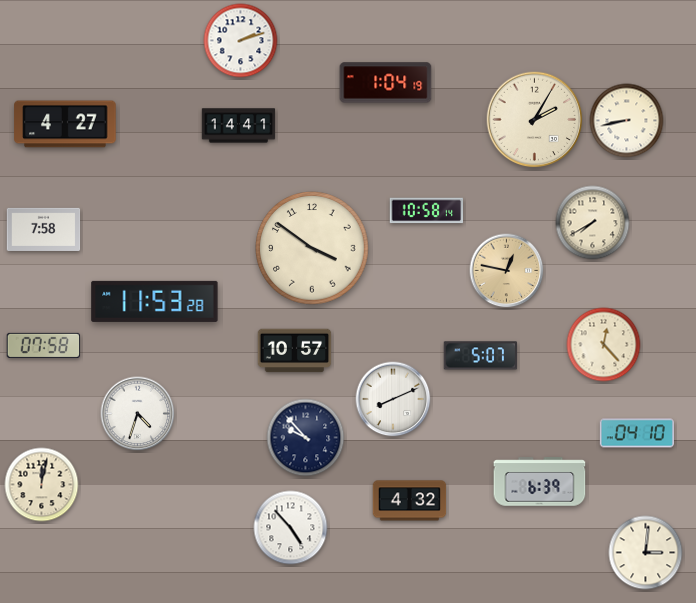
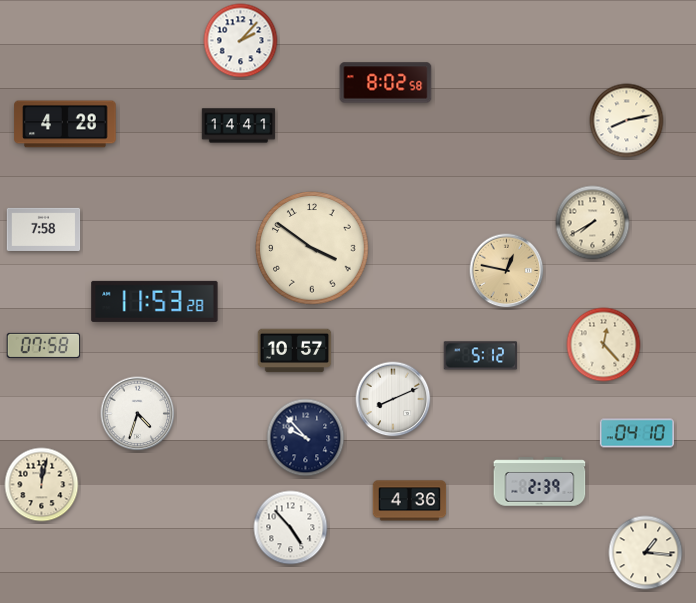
clock at (241, 41): 2:12 -> 2:07
clock at (386, 83): 1:04 -> 8:02
clock at (535, 120): 2:05 -> none
clock at (627, 121): 8:43 -> 8:13
clock at (65, 124): 4:27 -> 4:28
clock at (427, 211): 10:58 -> none
clock at (481, 356): 5:07 -> 5:12
clock at (540, 482): 6:39 -> 2:39
clock at (410, 501): 4:32 -> 4:36
clock at (646, 553): 3:01 -> 1:16
